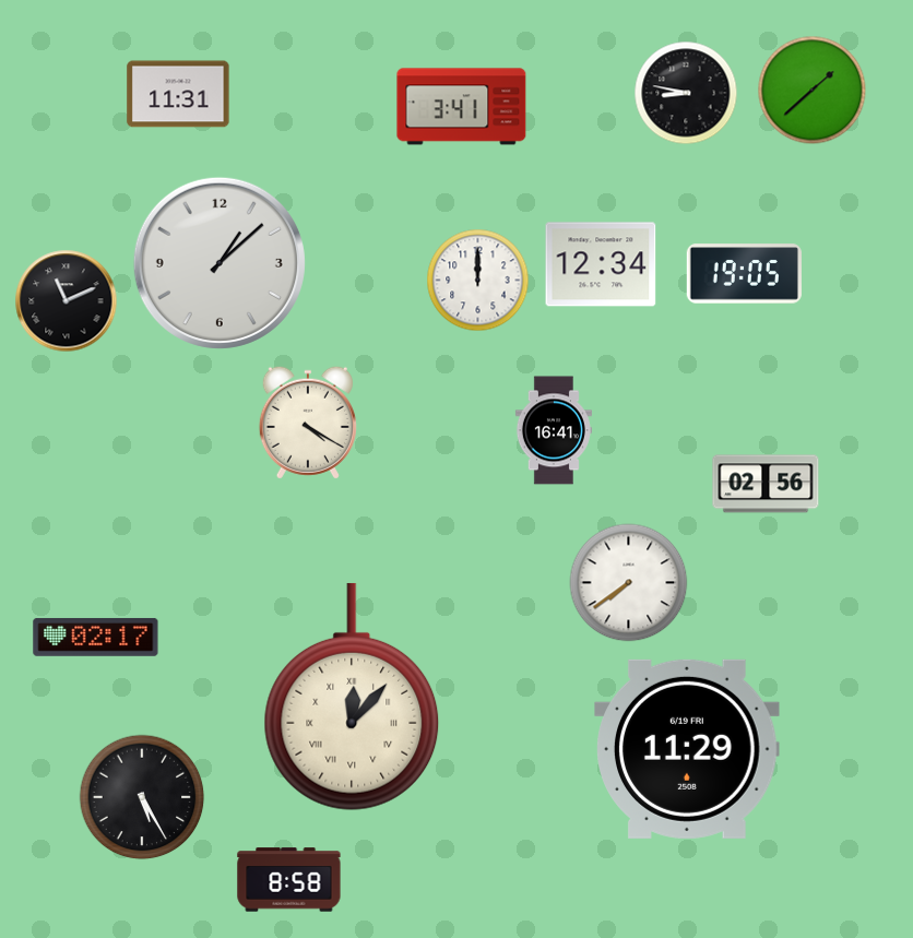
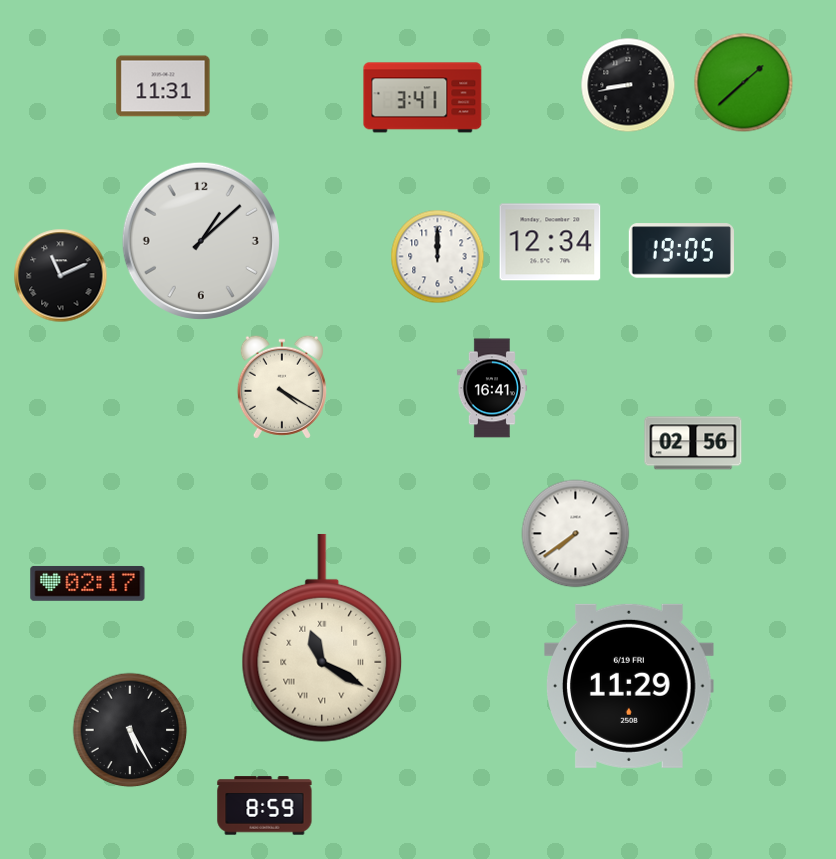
clock at (686, 93): 8:47 -> 8:43
clock at (554, 430) position: (554, 430) -> (492, 388)
clock at (766, 484) position: (766, 484) -> (693, 443)
clock at (352, 697): 12:07 -> 11:20
clock at (289, 880): 8:58 -> 8:59
